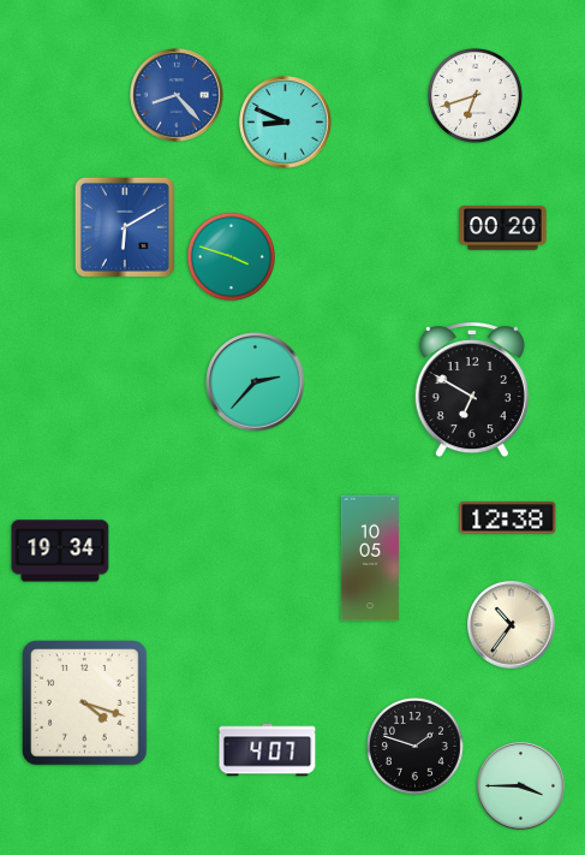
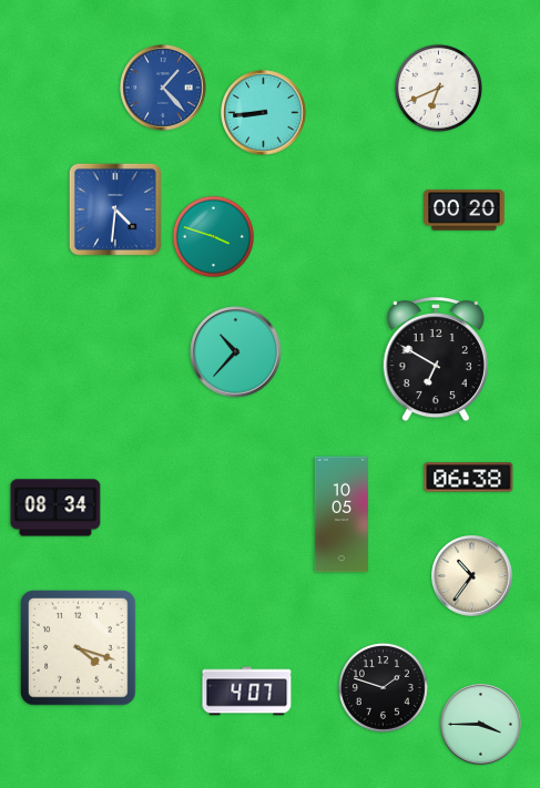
clock at (177, 95): 8:23 -> 1:23
clock at (474, 95): 6:42 -> 6:41
clock at (286, 123): 8:49 -> 8:44
clock at (125, 227): 6:10 -> 4:31
clock at (256, 382): 2:37 -> 10:37
clock at (508, 518): 12:38 -> 06:38
clock at (60, 551): 19:34 -> 08:34
